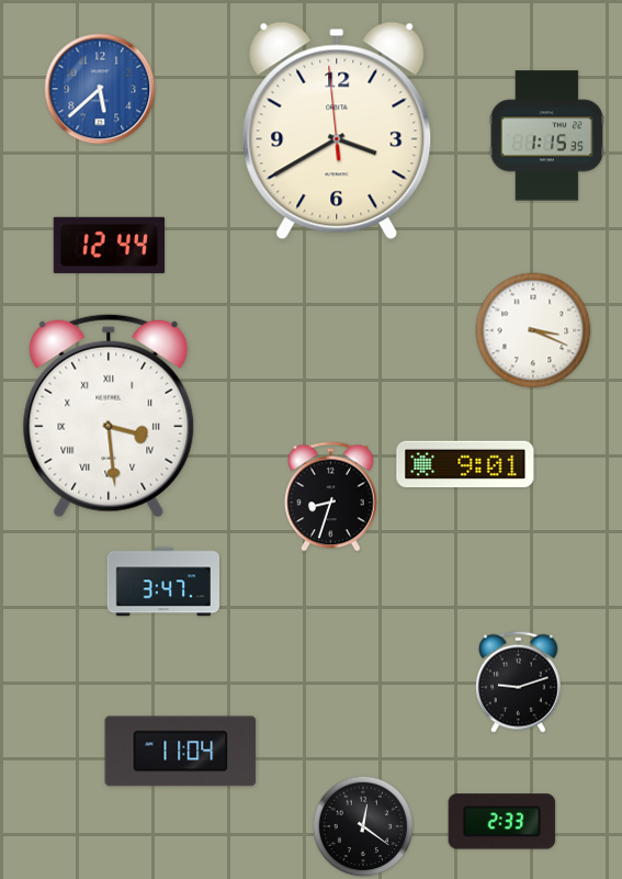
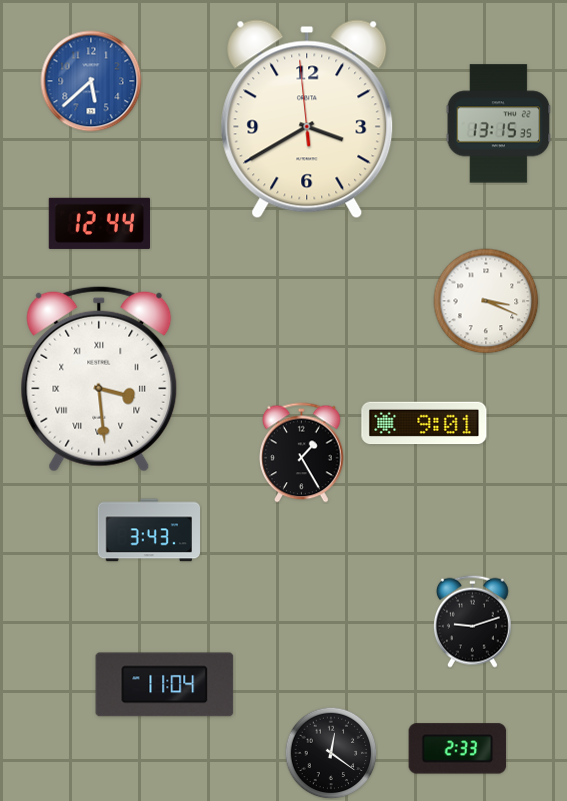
clock at (547, 136): 1:15 -> 13:15
clock at (331, 497): 8:33 -> 1:25
clock at (162, 582): 3:47 -> 3:43
